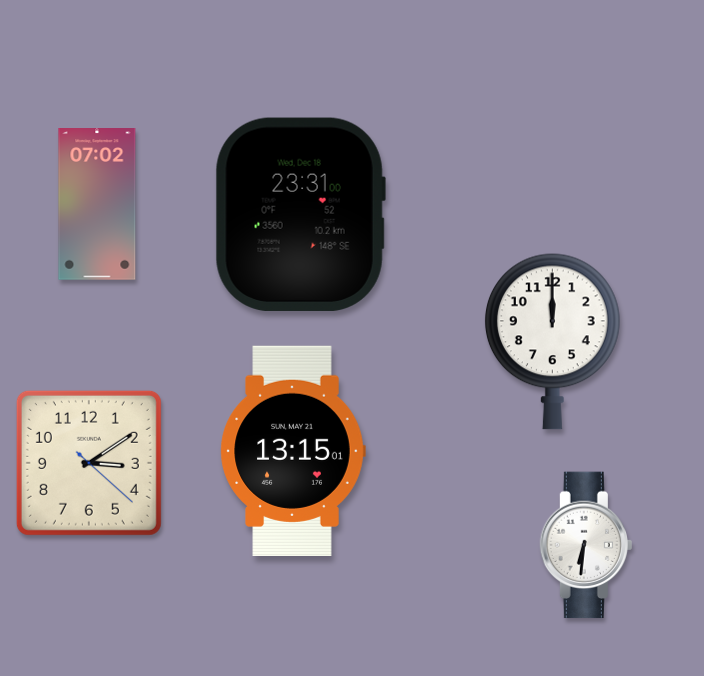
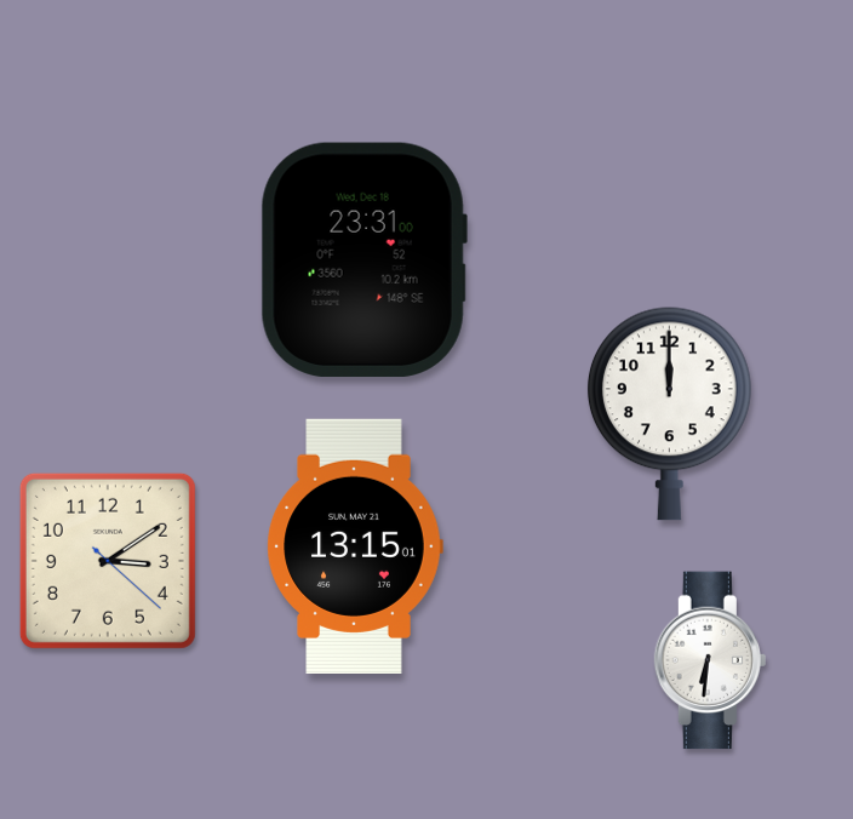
clock at (97, 205): 07:02 -> none
